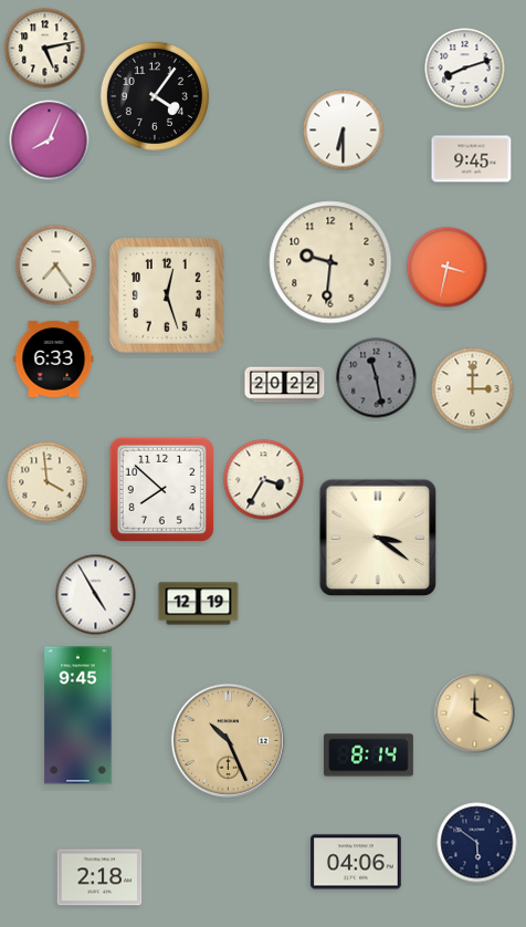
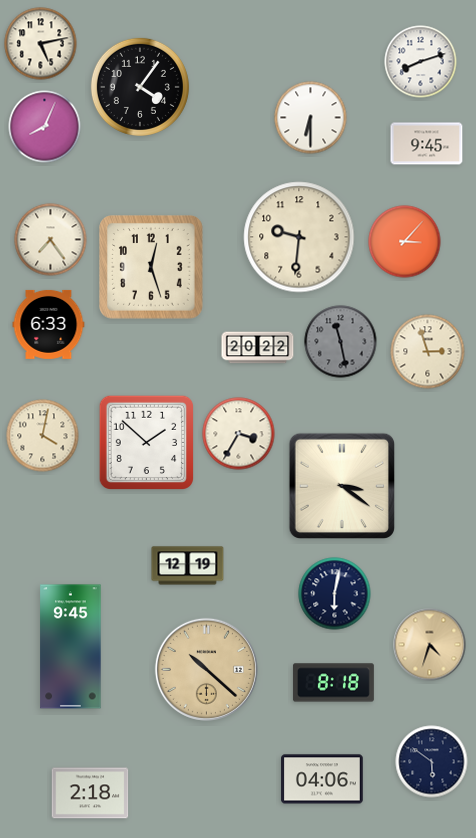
clock at (448, 268): 3:32 -> 3:07
clock at (473, 389): 3:00 -> 2:57
clock at (48, 482): 3:59 -> 4:02
clock at (161, 489): 7:52 -> 1:52
clock at (96, 595): 4:55 -> none
clock at (199, 604) position: (199, 604) -> (188, 566)
clock at (335, 594): none -> 6:02
clock at (475, 714): 4:00 -> 4:33
clock at (228, 740): 10:26 -> 10:22
clock at (368, 756): 8:14 -> 8:18
